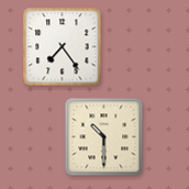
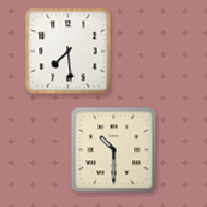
clock at (63, 47): 7:24 -> 7:29
